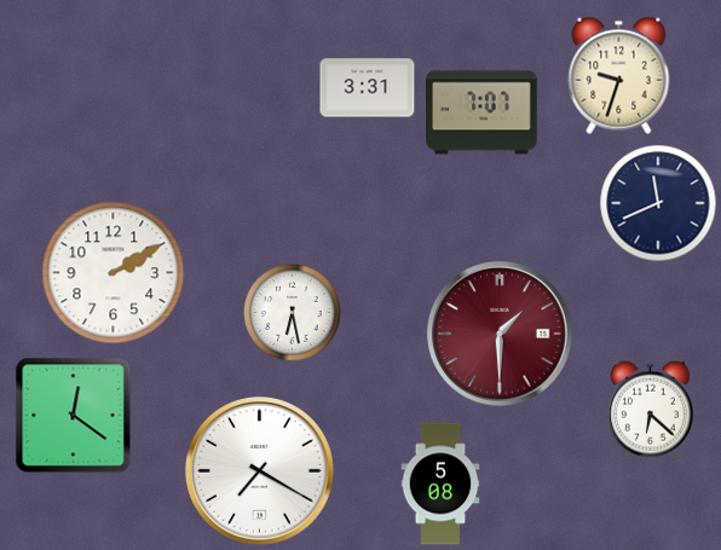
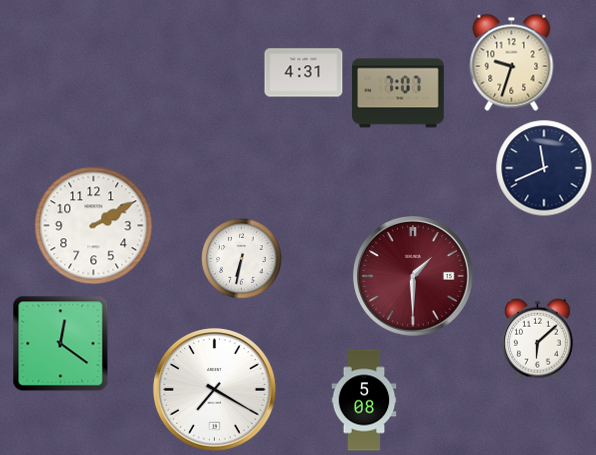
clock at (368, 88): 3:31 -> 4:31
clock at (293, 313): 6:28 -> 6:32
clock at (650, 410): 6:22 -> 6:08
